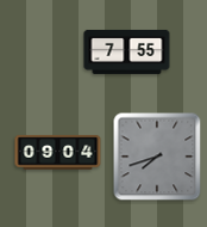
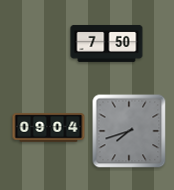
clock at (127, 51): 7:55 -> 7:50
clock at (157, 157) position: (157, 157) -> (129, 131)
